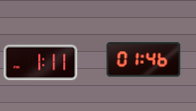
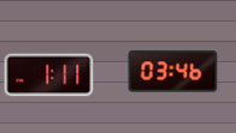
clock at (144, 60): 01:46 -> 03:46
